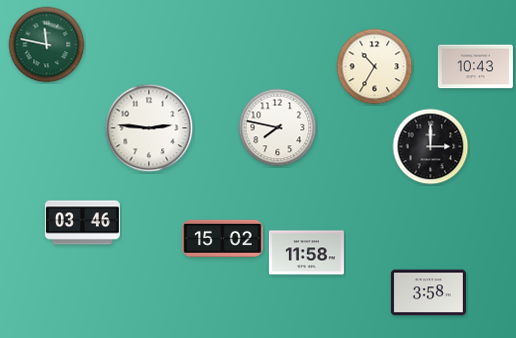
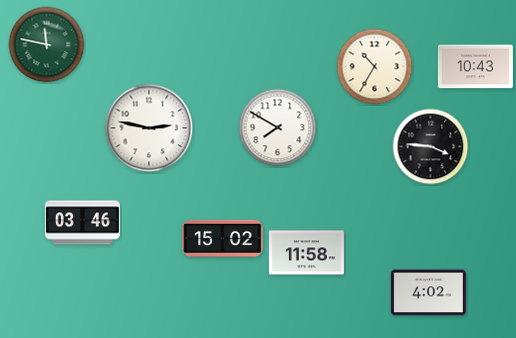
clock at (149, 128): 2:46 -> 2:47
clock at (278, 128): 7:47 -> 7:50
clock at (431, 147): 3:00 -> 3:46
clock at (428, 293): 3:58 -> 4:02
